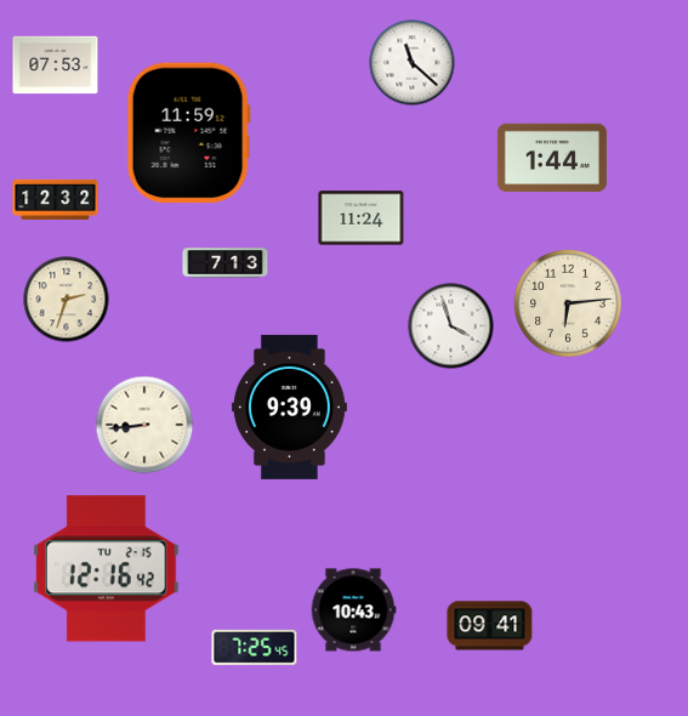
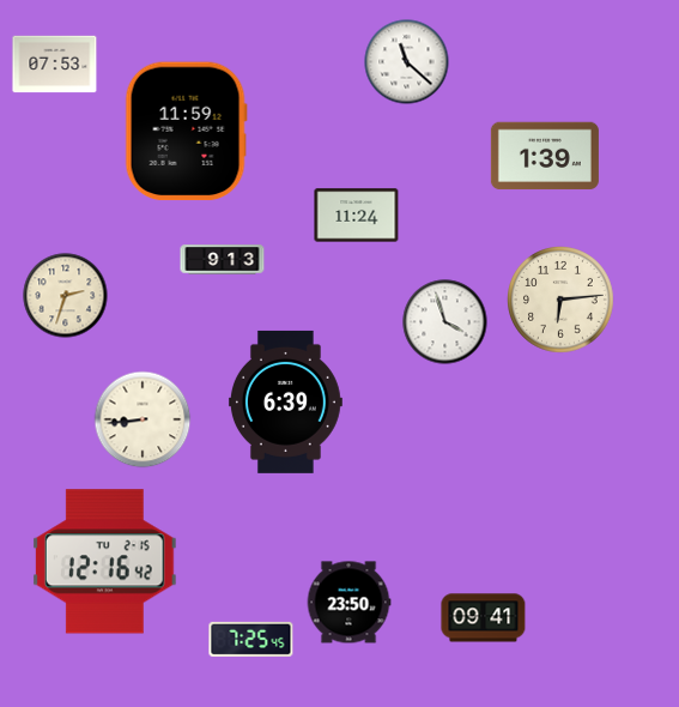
clock at (552, 158): 1:44 -> 1:39
clock at (56, 199): 12:32 -> none
clock at (226, 263): 7:13 -> 9:13
clock at (289, 407): 9:39 -> 6:39
clock at (353, 610): 10:43 -> 23:50
